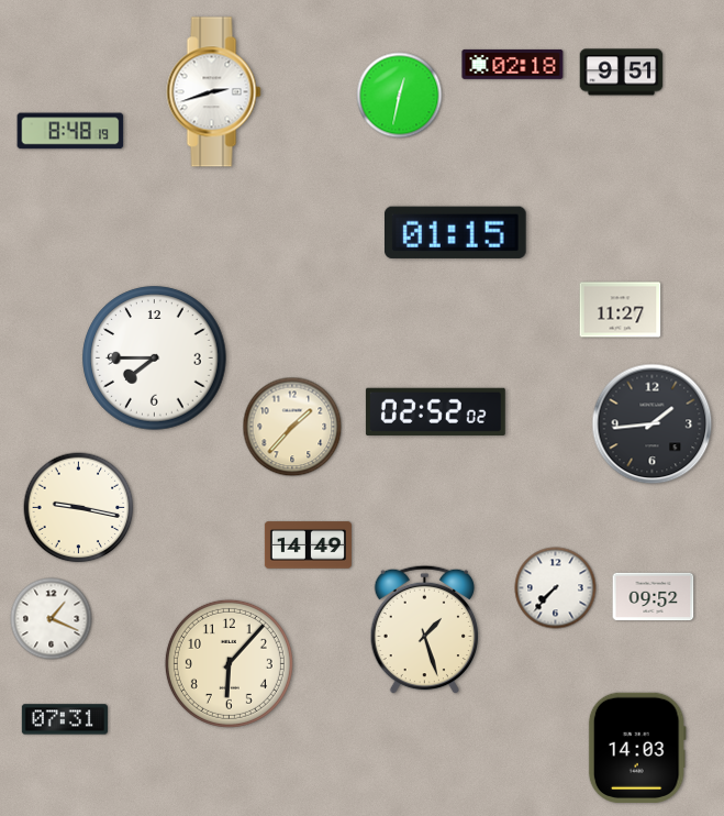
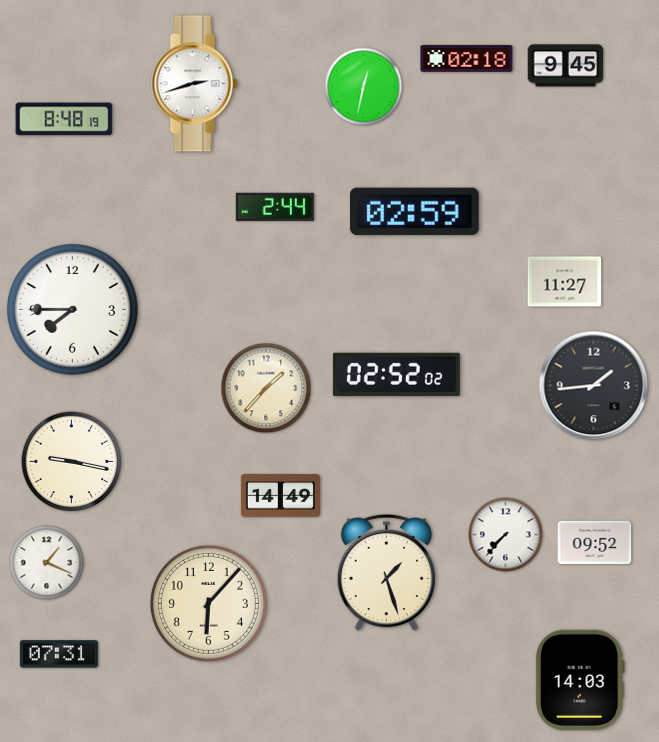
clock at (622, 73): 9:51 -> 9:45
clock at (275, 207): none -> 2:44
clock at (456, 232): 01:15 -> 02:59
clock at (155, 359) position: (155, 359) -> (73, 310)
